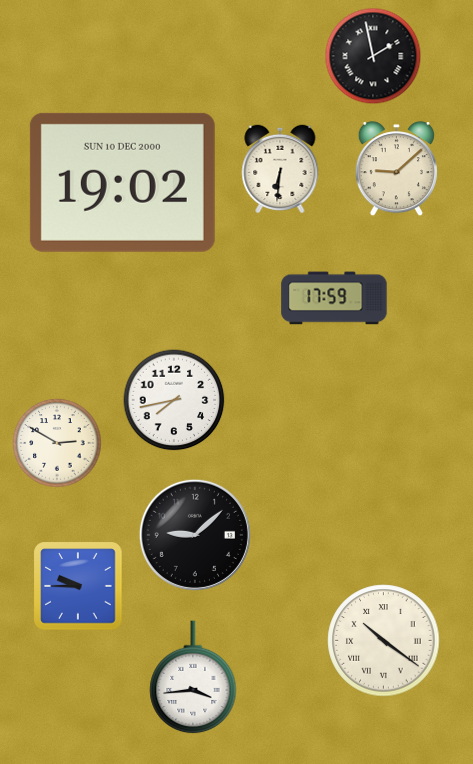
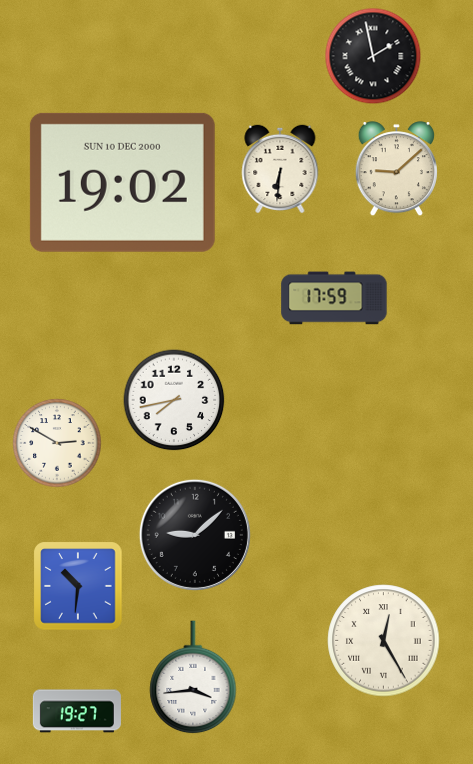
clock at (78, 586): 9:45 -> 10:31
clock at (384, 641): 10:21 -> 12:25
clock at (77, 711): none -> 19:27
